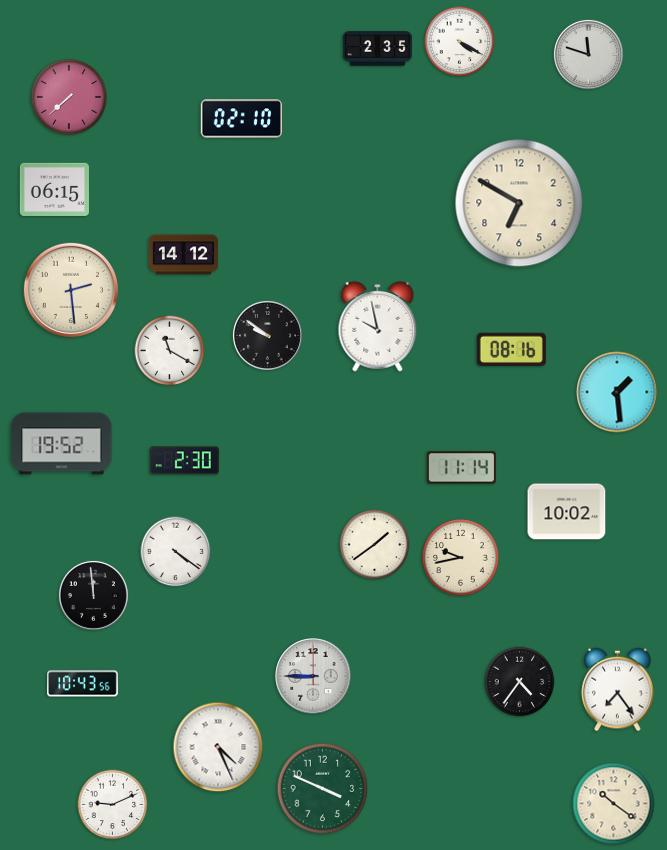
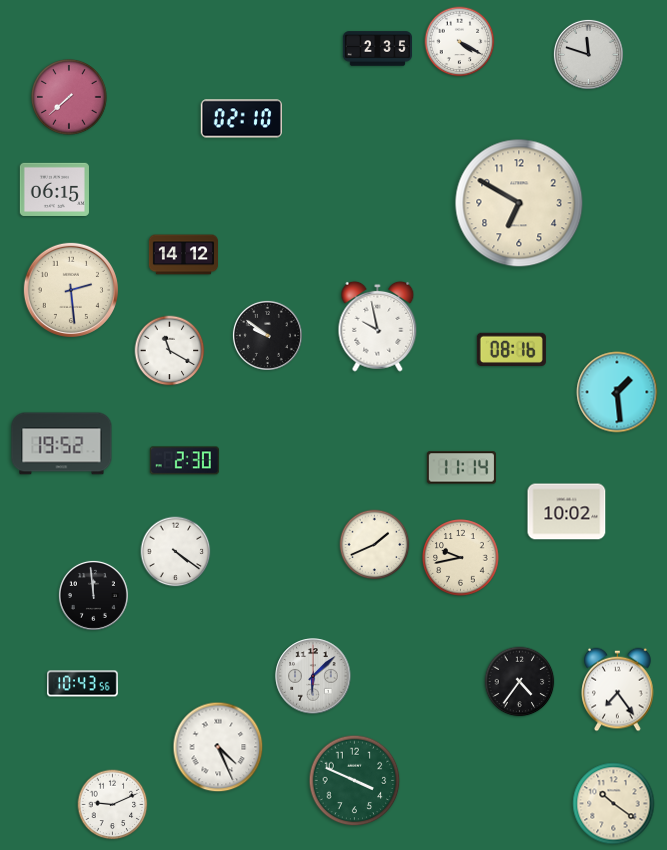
clock at (375, 545): 1:39 -> 1:41
clock at (313, 676): 8:45 -> 6:08
clock at (323, 789) position: (323, 789) -> (355, 781)
